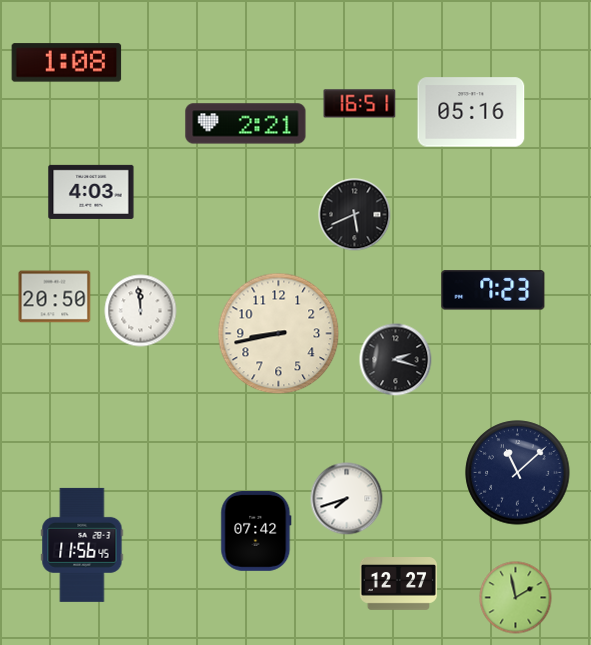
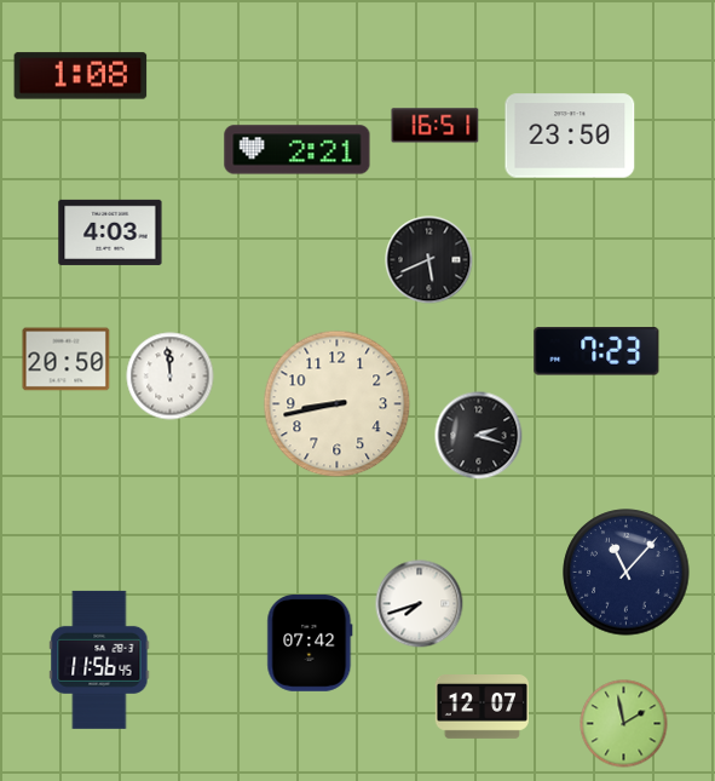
clock at (471, 112): 05:16 -> 23:50
clock at (518, 473): 11:08 -> 11:07
clock at (398, 584): 12:27 -> 12:07
